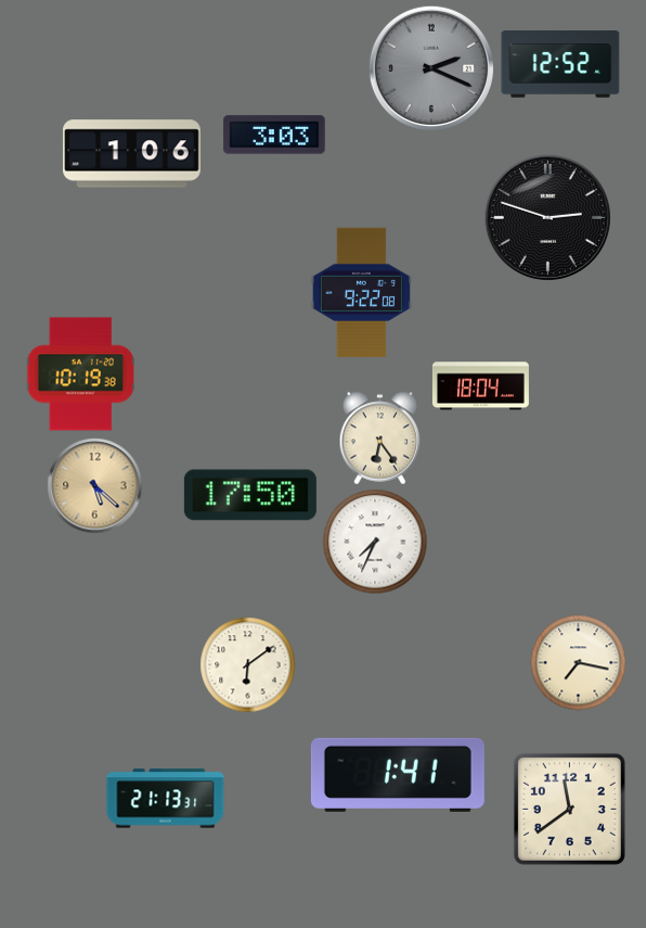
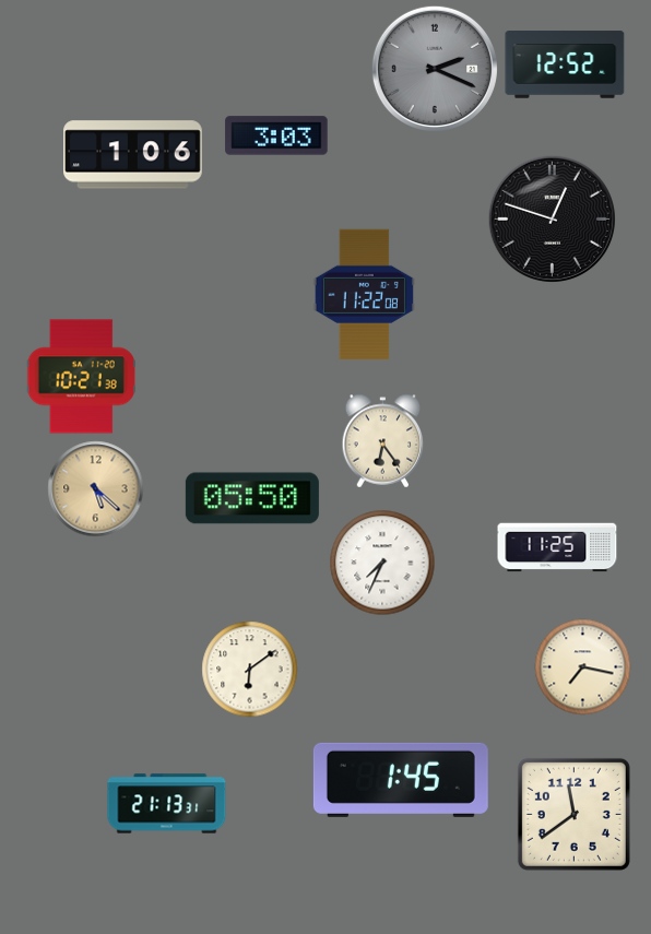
clock at (547, 217): 2:48 -> 12:48
clock at (361, 292): 9:22 -> 11:22
clock at (80, 374): 10:19 -> 10:21
clock at (480, 386): 18:04 -> none
clock at (250, 495): 17:50 -> 05:50
clock at (375, 542) position: (375, 542) -> (382, 563)
clock at (557, 547): none -> 11:25
clock at (398, 775): 1:41 -> 1:45
